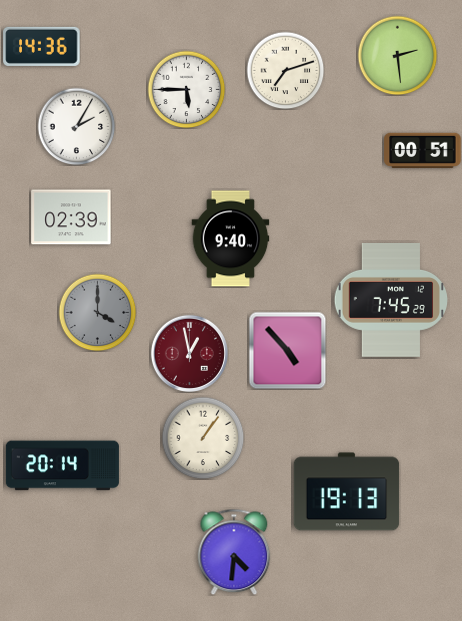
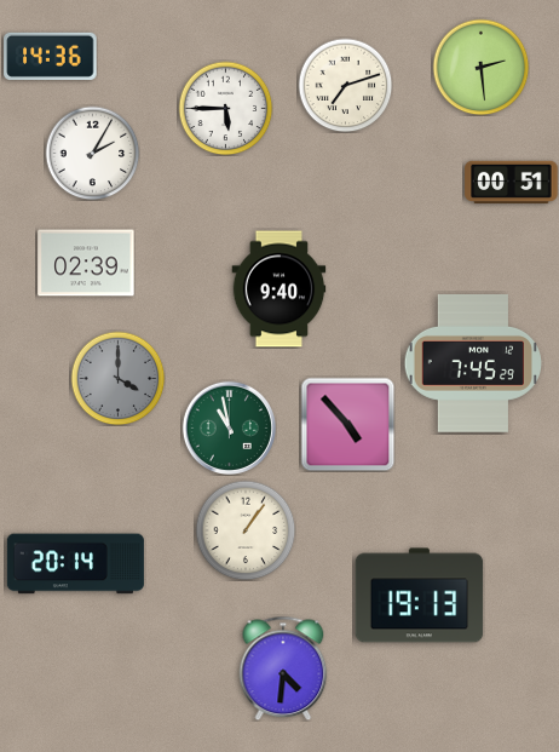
clock at (189, 353): 12:58 -> 10:58
clock at (189, 353) dial: burgundy -> green
